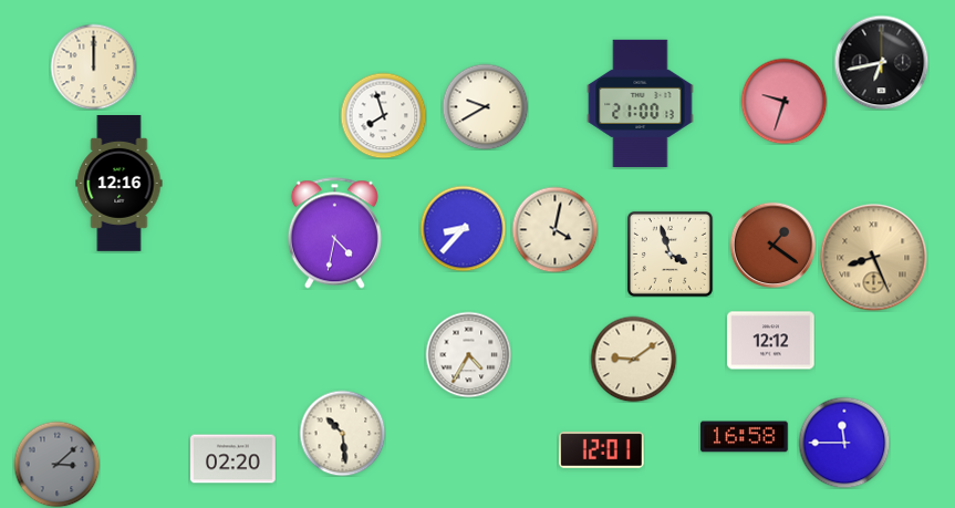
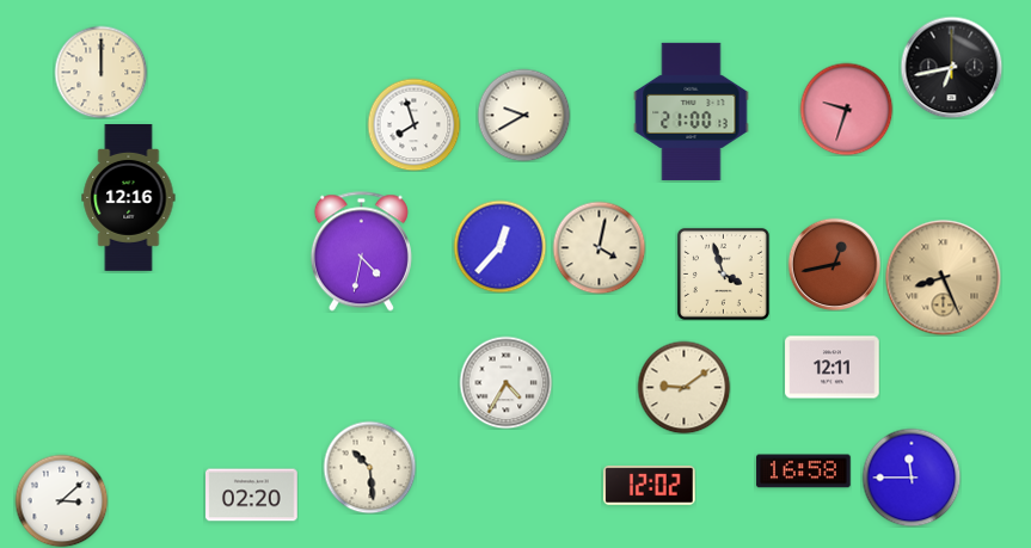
clock at (463, 228): 8:37 -> 12:37
clock at (772, 245): 1:21 -> 12:43
clock at (771, 341): 12:12 -> 12:11
clock at (601, 449): 12:01 -> 12:02
clock at (56, 464) dial: grey -> white
